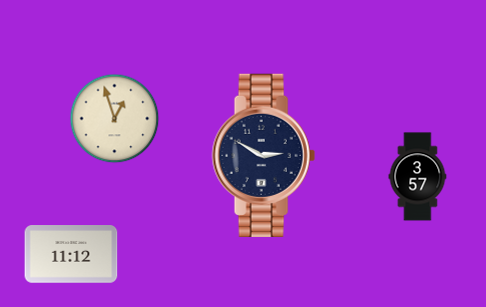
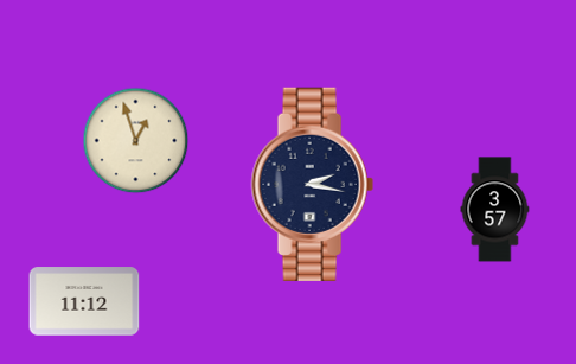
clock at (263, 155): 2:50 -> 2:17
